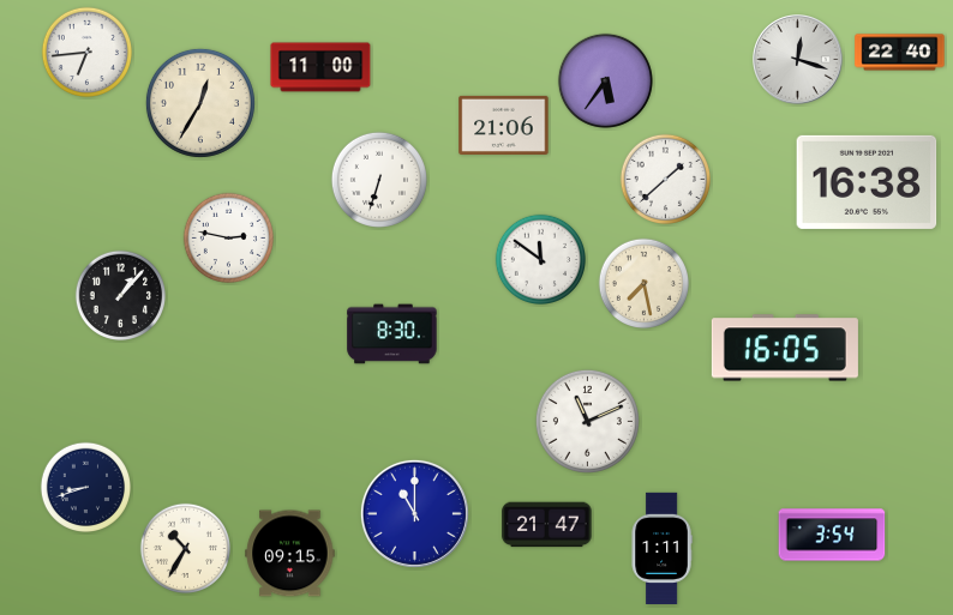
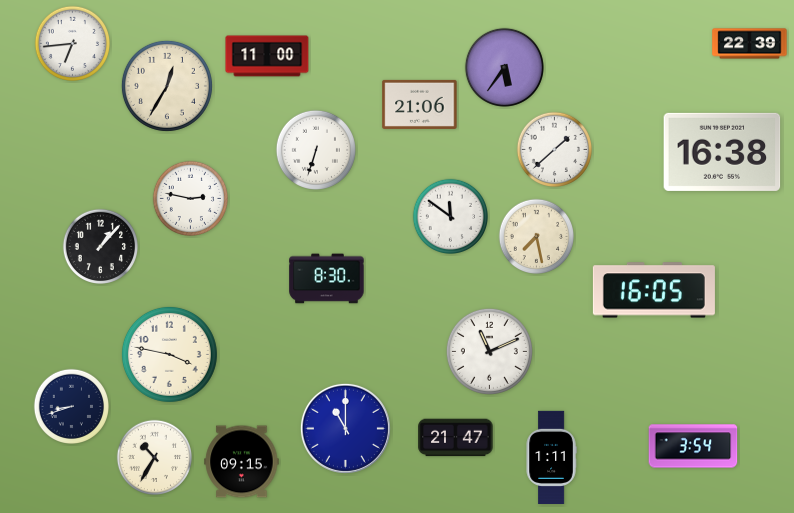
clock at (900, 53): 22:40 -> 22:39
clock at (798, 60): 12:18 -> none
clock at (169, 354): none -> 3:47
